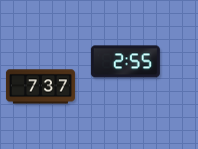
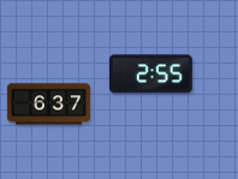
clock at (40, 87): 7:37 -> 6:37
